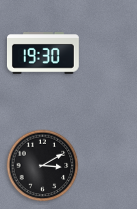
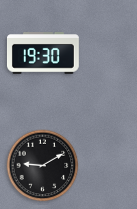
clock at (43, 166): 3:10 -> 9:10
